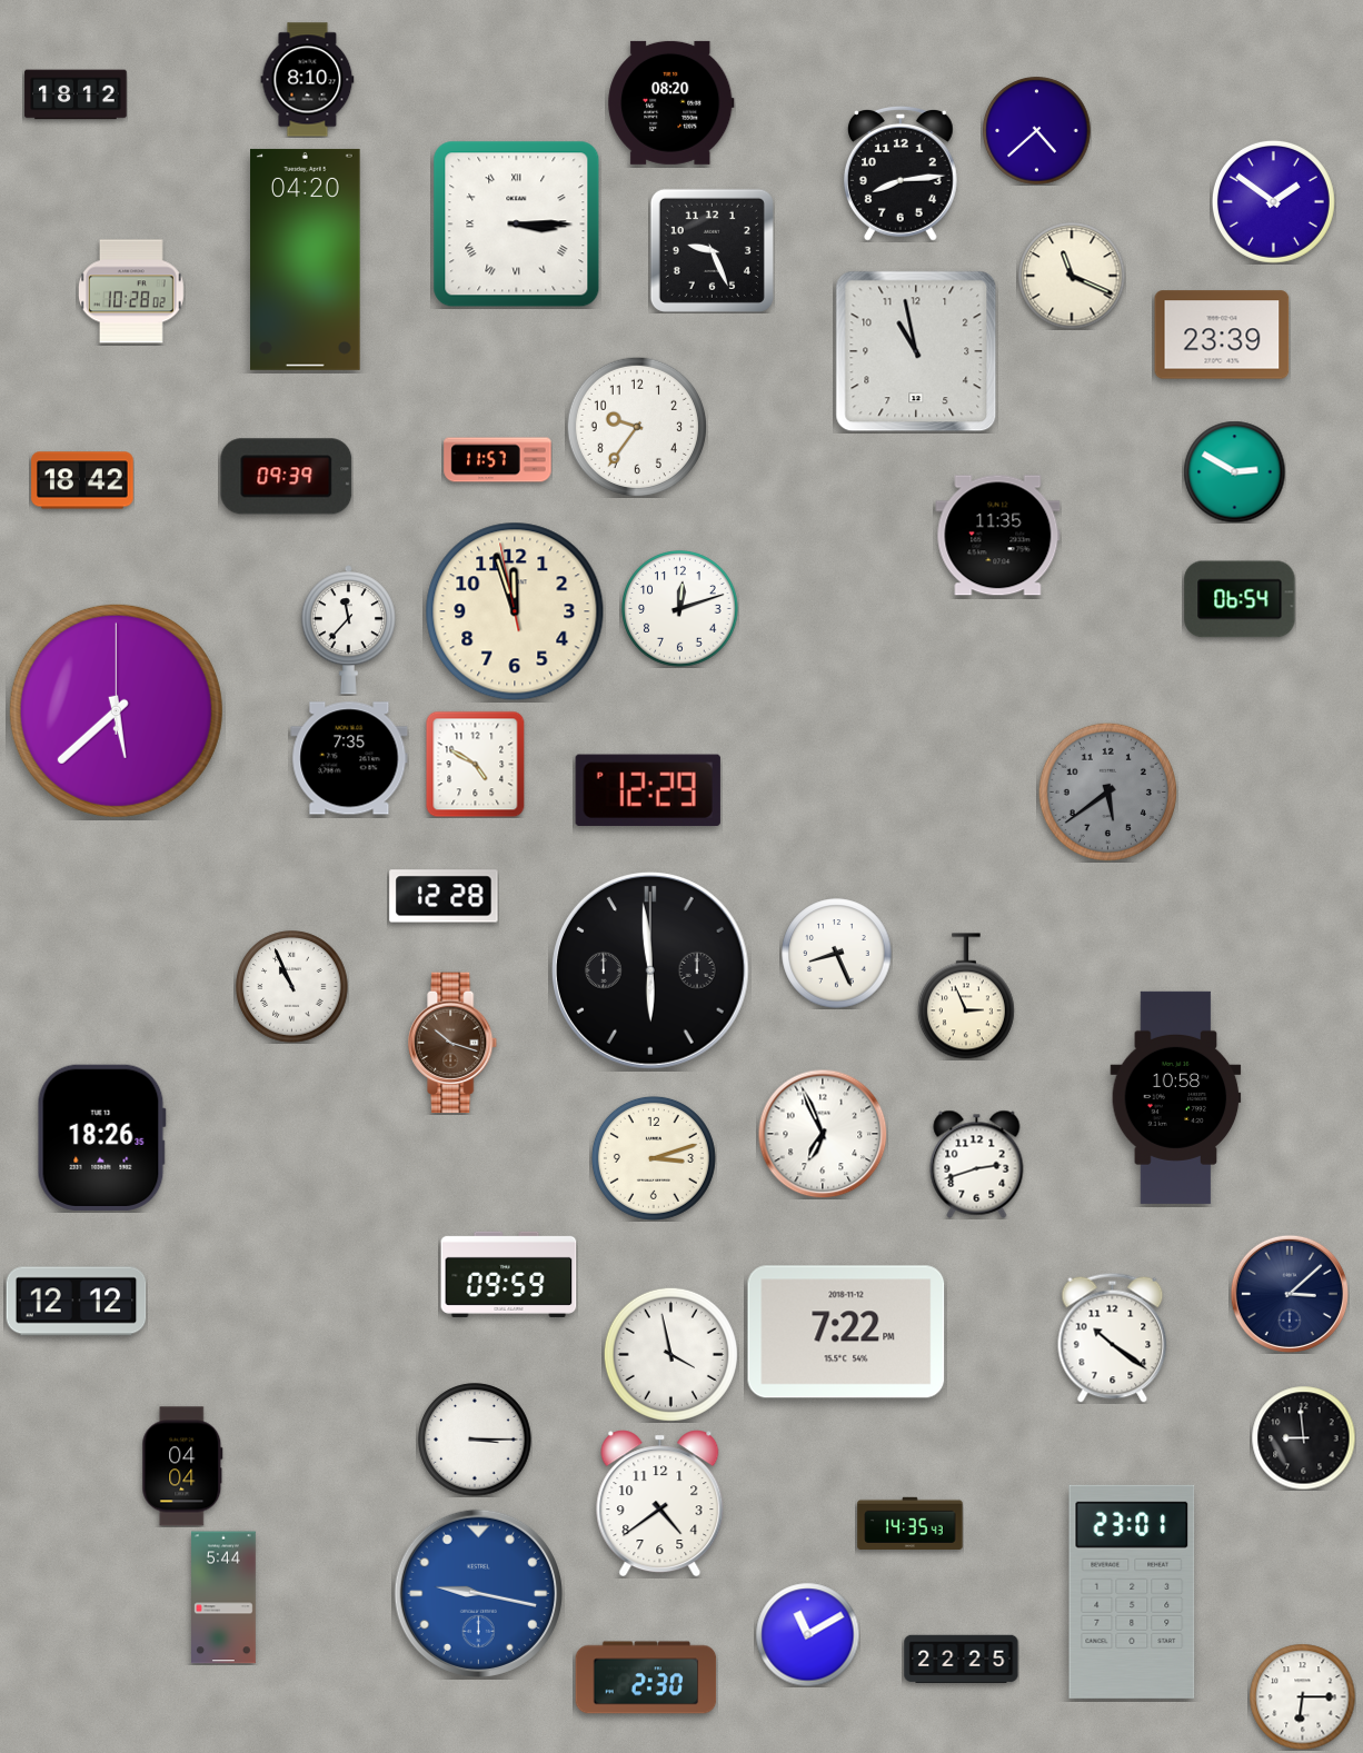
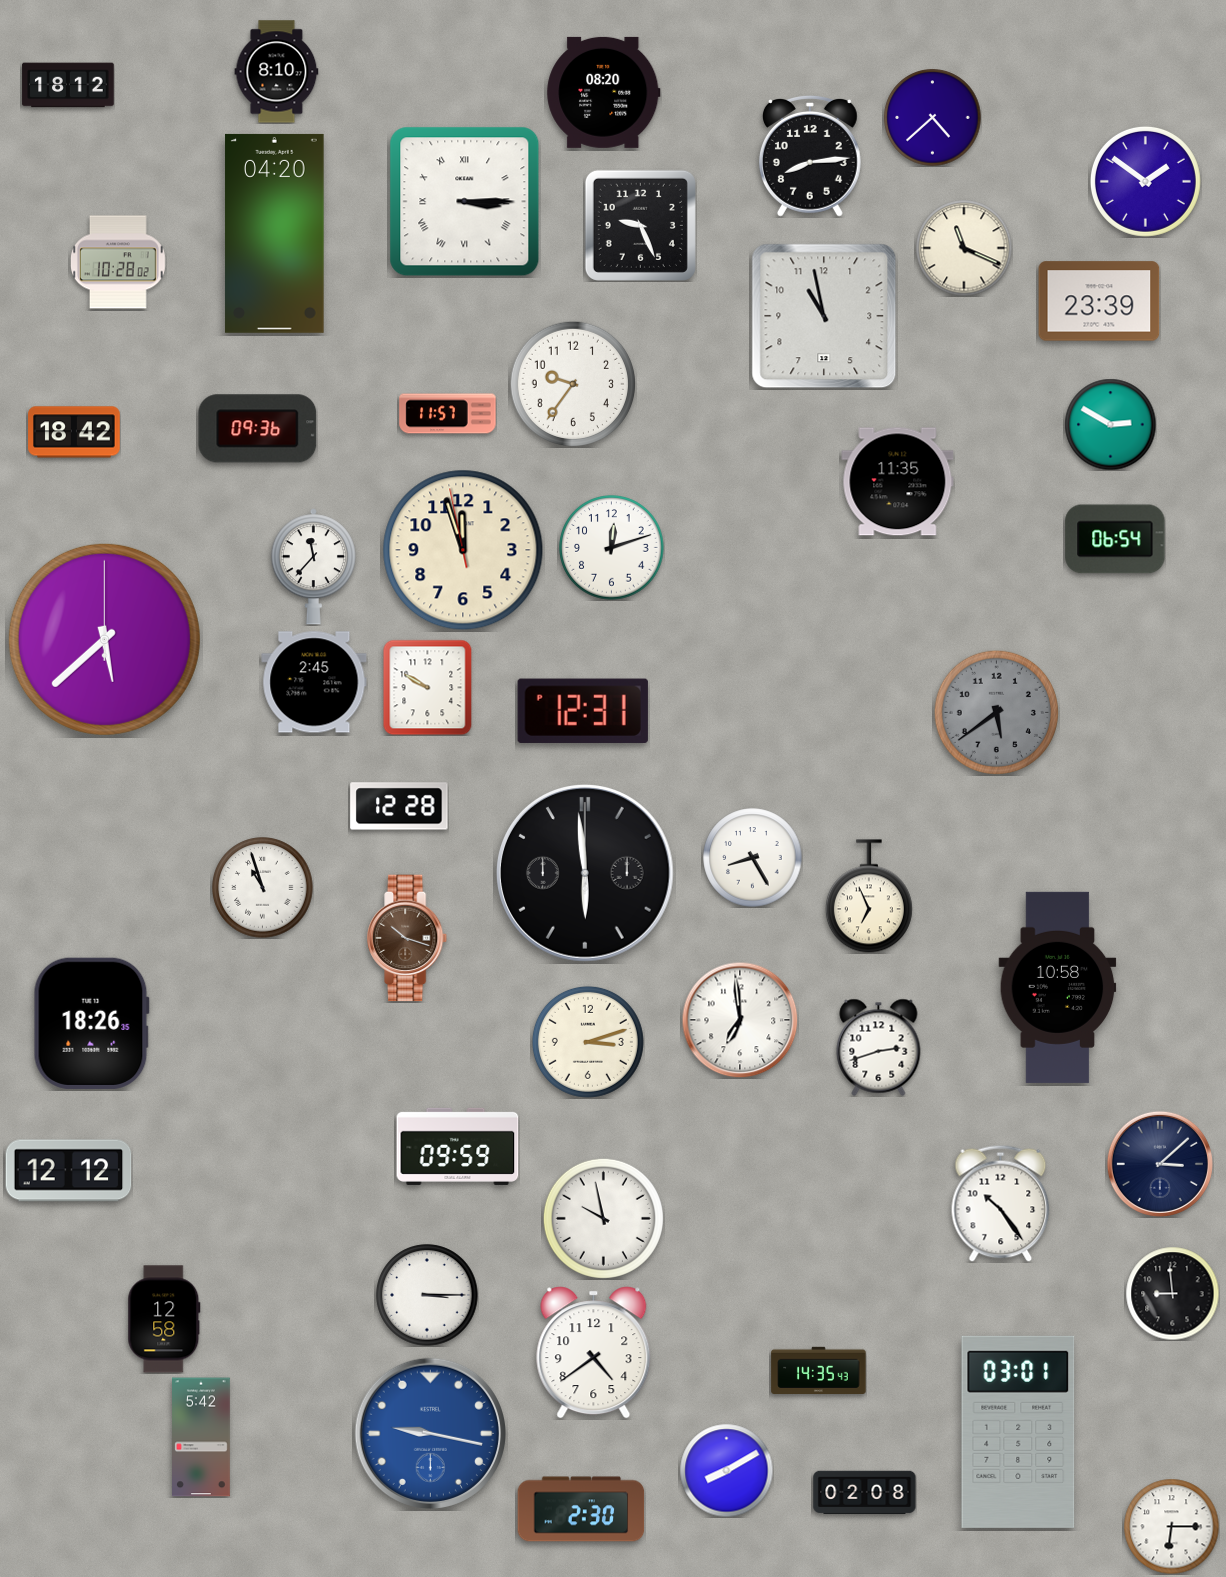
clock at (287, 477): 09:39 -> 09:36
clock at (349, 758): 7:35 -> 2:45
clock at (476, 764): 4:50 -> 9:50
clock at (648, 790): 12:29 -> 12:31
clock at (837, 954): 8:26 -> 8:25
clock at (292, 987): 10:56 -> 10:57
clock at (966, 996): 2:56 -> 6:56
clock at (823, 1134): 6:56 -> 6:59
clock at (846, 1332): 7:22 -> none
clock at (1113, 1337): 10:21 -> 10:24
clock at (670, 1354): 3:58 -> 9:58
clock at (182, 1466): 04:04 -> 12:58
clock at (1132, 1592): 23:01 -> 03:01
clock at (225, 1597): 5:44 -> 5:42
clock at (807, 1634): 11:10 -> 8:10
clock at (962, 1660): 22:25 -> 02:08
